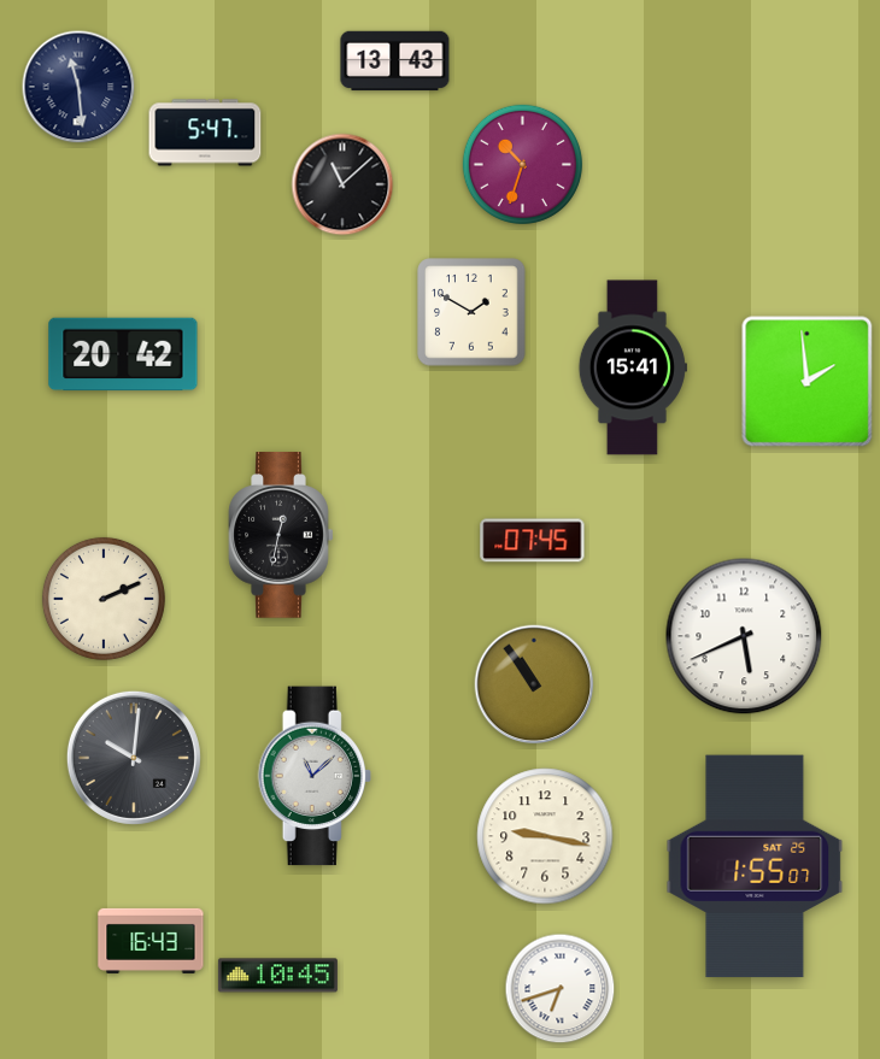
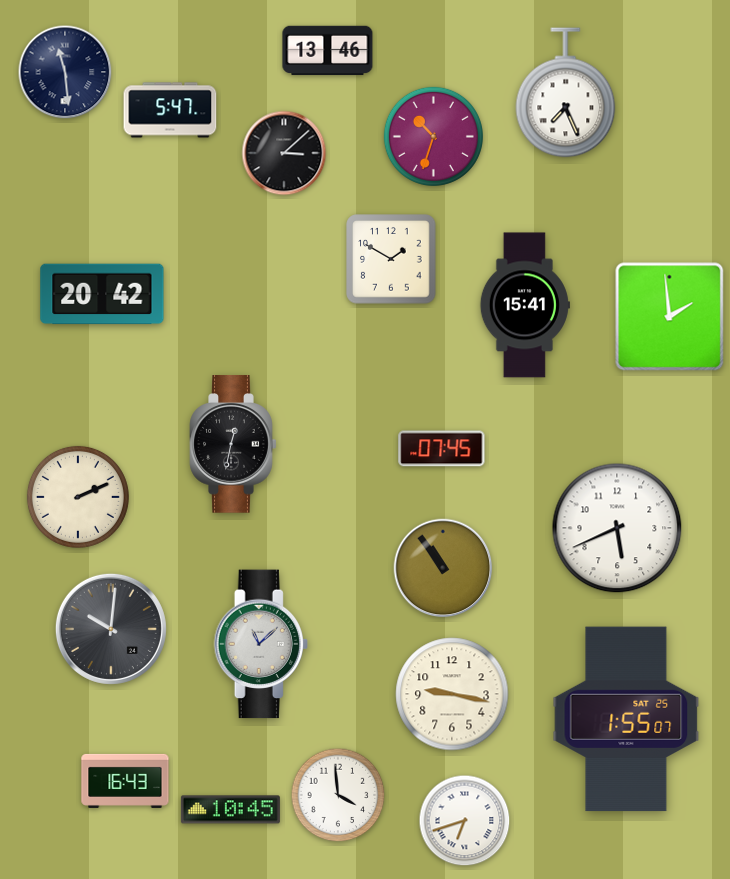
clock at (395, 61): 13:43 -> 13:46
clock at (566, 93): none -> 7:26
clock at (342, 184): 11:08 -> 3:08
clock at (104, 599) position: (104, 599) -> (78, 497)
clock at (338, 795): none -> 3:59
